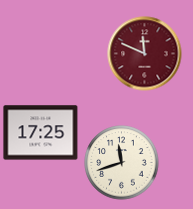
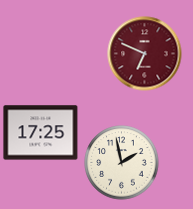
clock at (145, 54): 11:49 -> 6:49
clock at (122, 163): 11:42 -> 1:58
